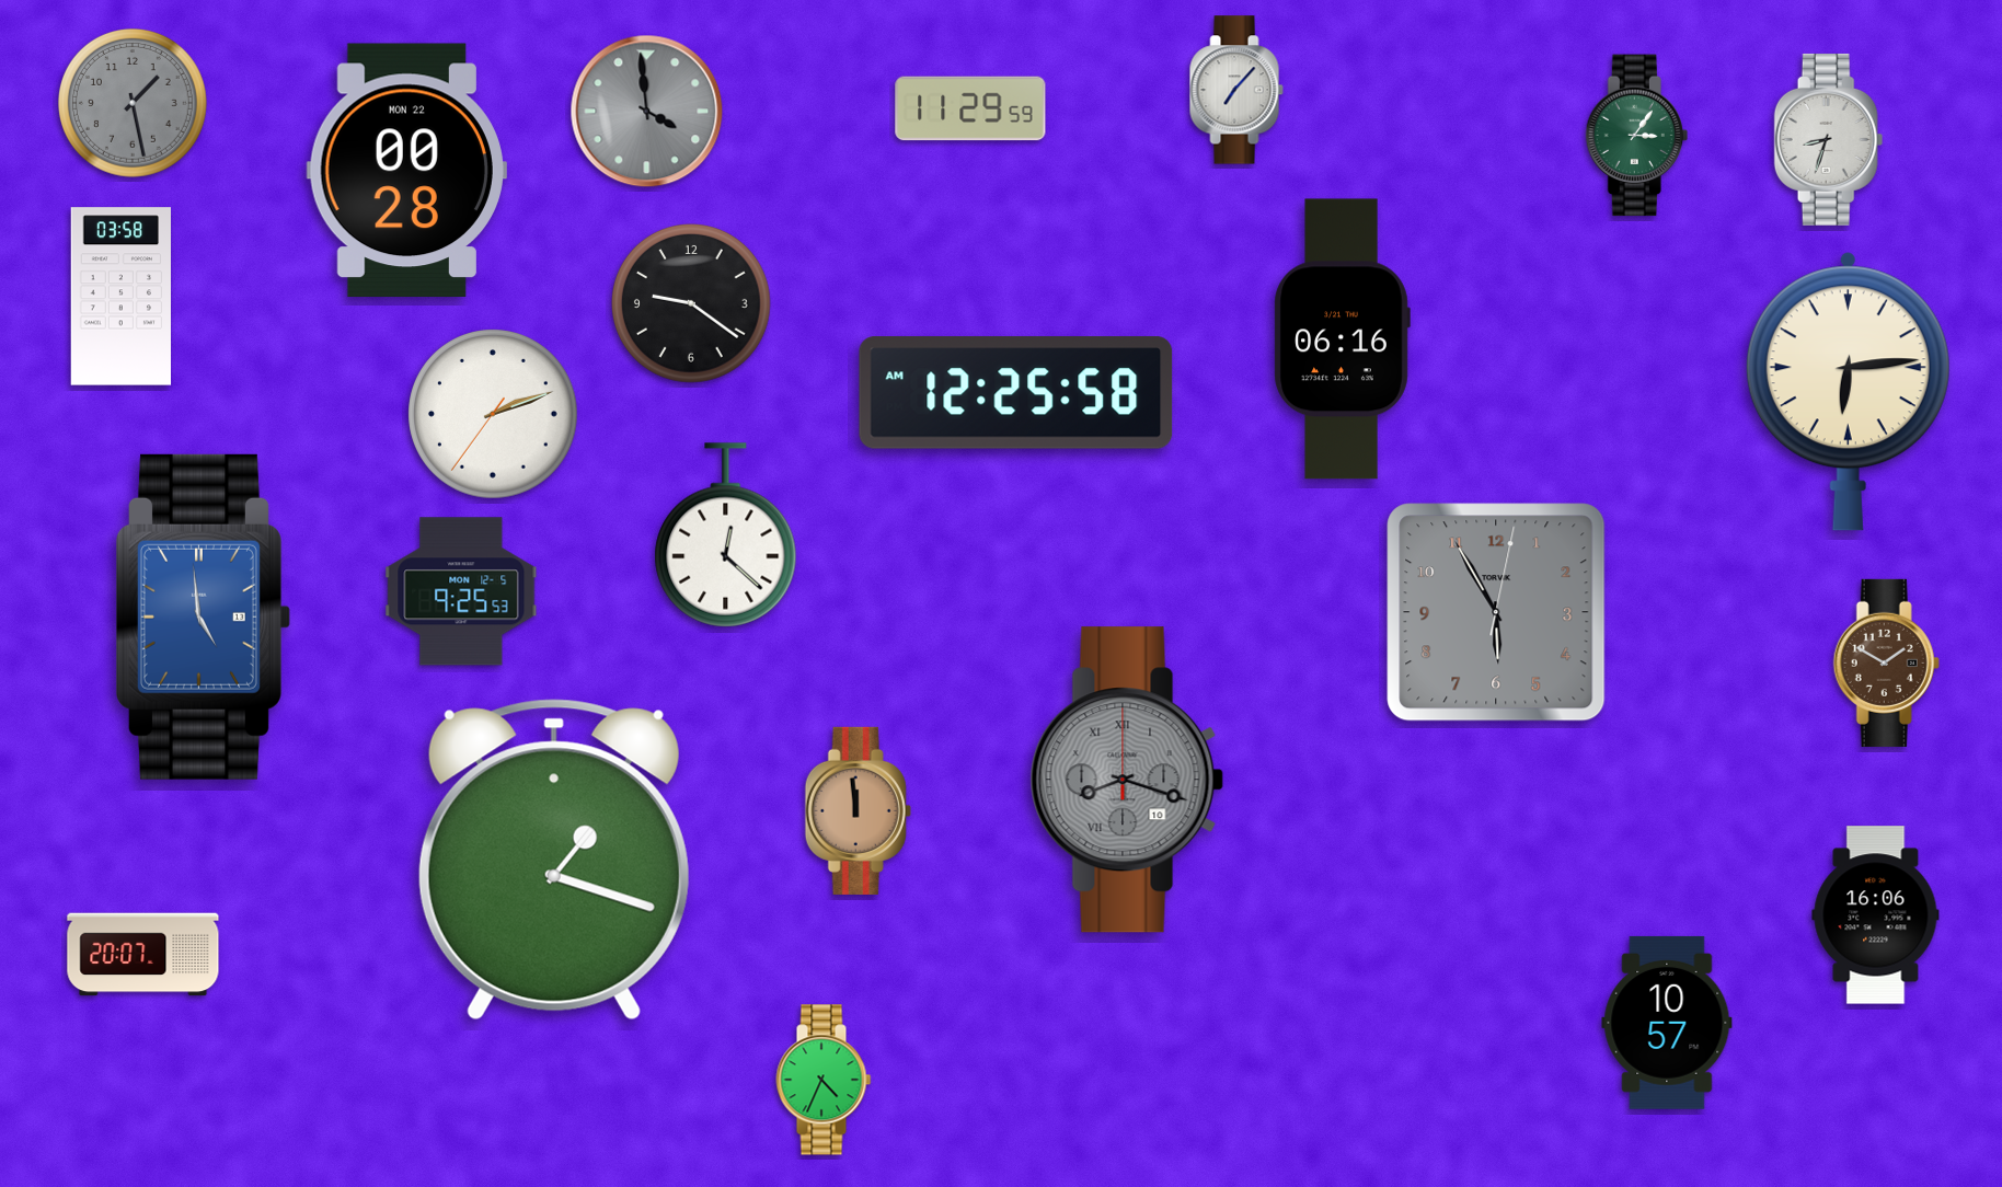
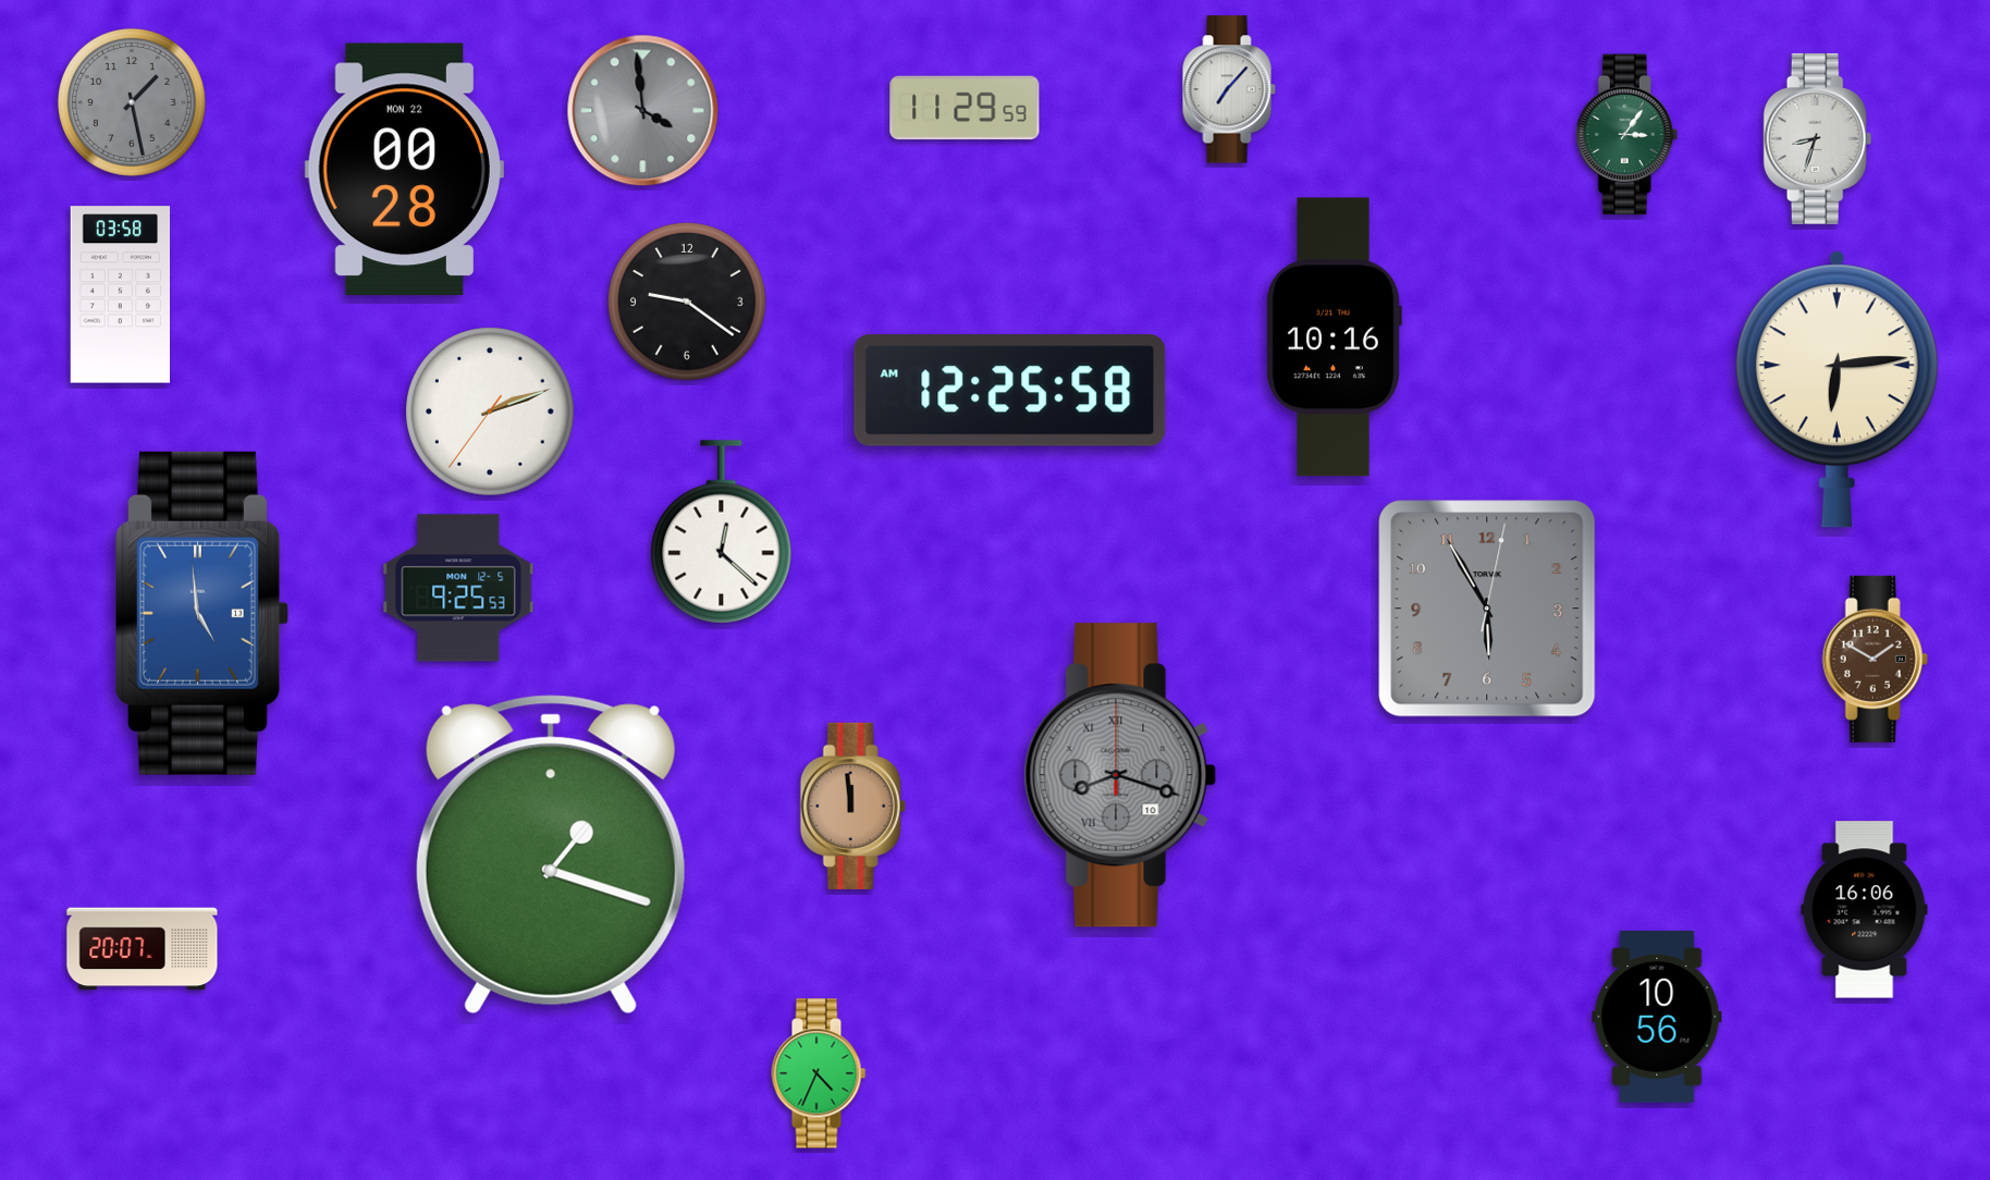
clock at (1342, 339): 06:16 -> 10:16
clock at (1667, 1023): 10:57 -> 10:56
